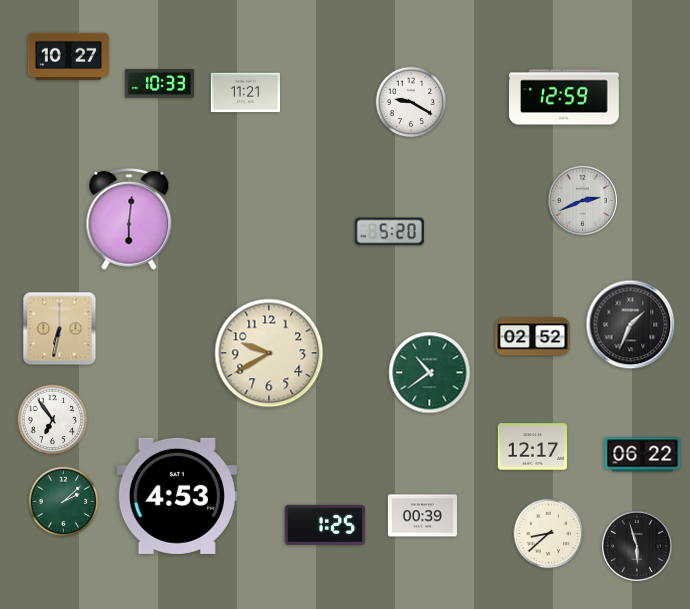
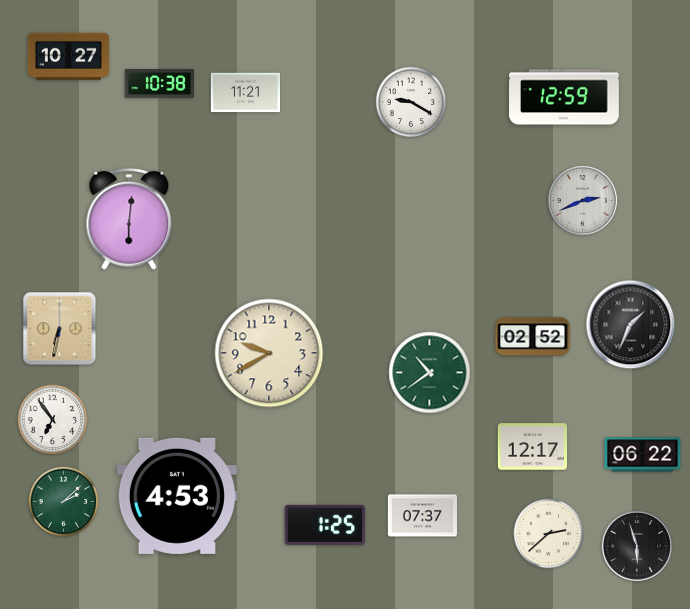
clock at (159, 84): 10:33 -> 10:38
clock at (389, 232): 5:20 -> none
clock at (422, 516): 00:39 -> 07:37
clock at (549, 534): 8:38 -> 2:38
